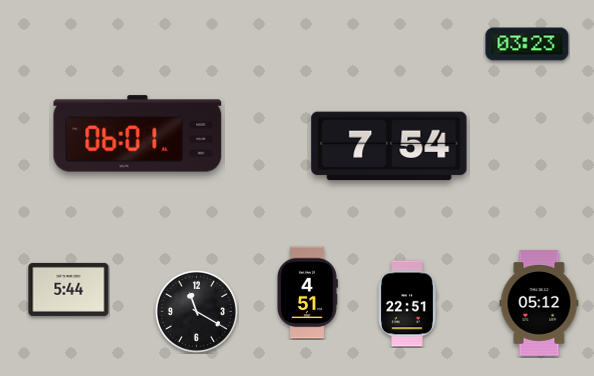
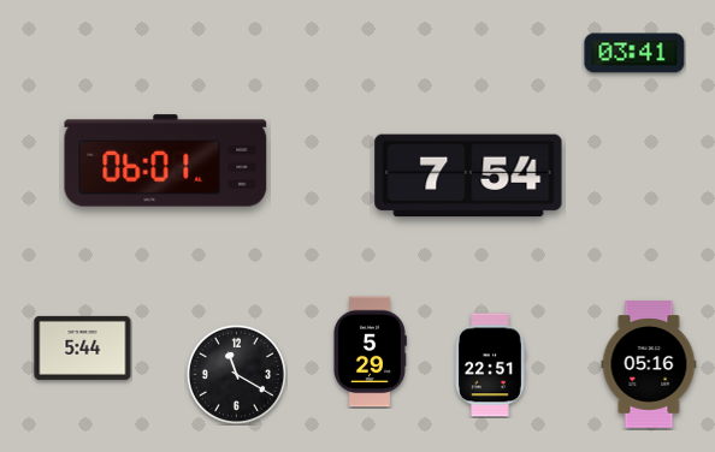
clock at (527, 44): 03:23 -> 03:41
clock at (307, 293): 4:51 -> 5:29
clock at (539, 303): 05:12 -> 05:16
